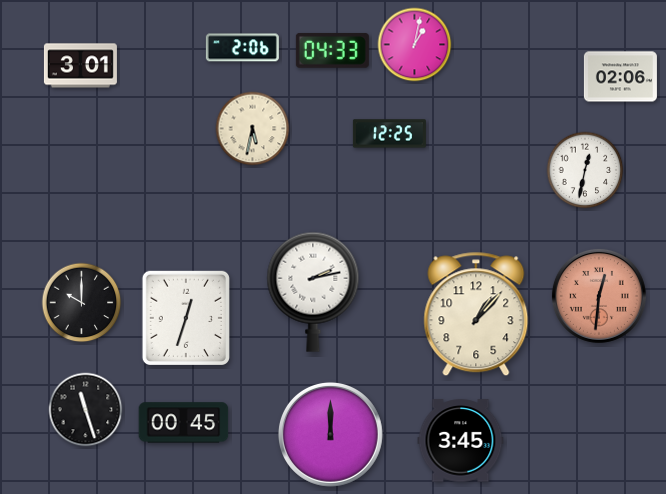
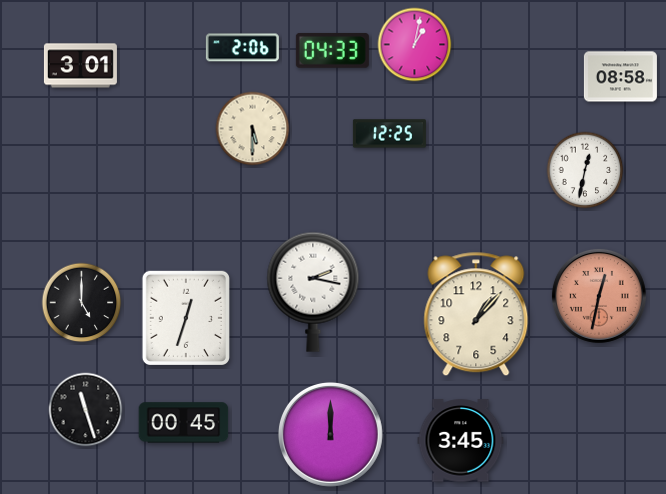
clock at (620, 77): 02:06 -> 08:58
clock at (253, 129): 5:32 -> 5:30
clock at (313, 292): 2:13 -> 2:17
clock at (599, 296): 12:31 -> 12:32
clock at (82, 303): 10:00 -> 5:00
